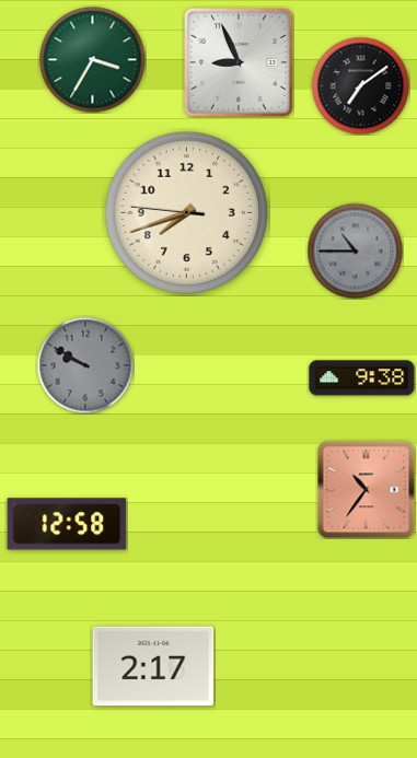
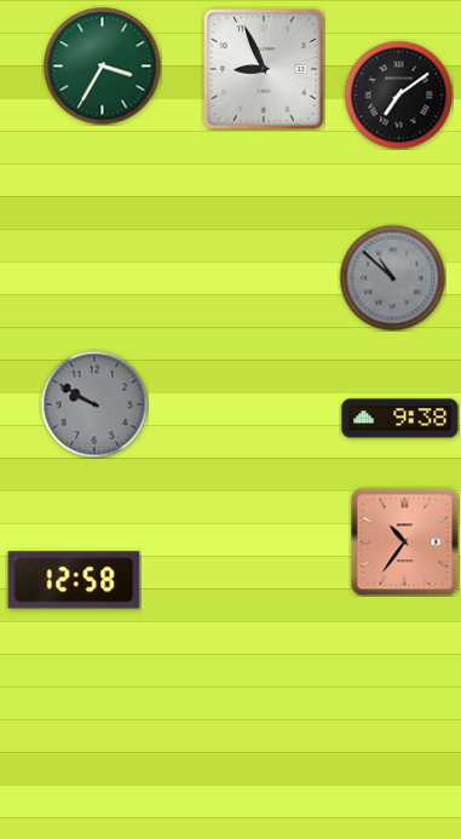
clock at (186, 212): 7:41 -> none
clock at (355, 250): 10:45 -> 10:52
clock at (153, 666): 2:17 -> none
